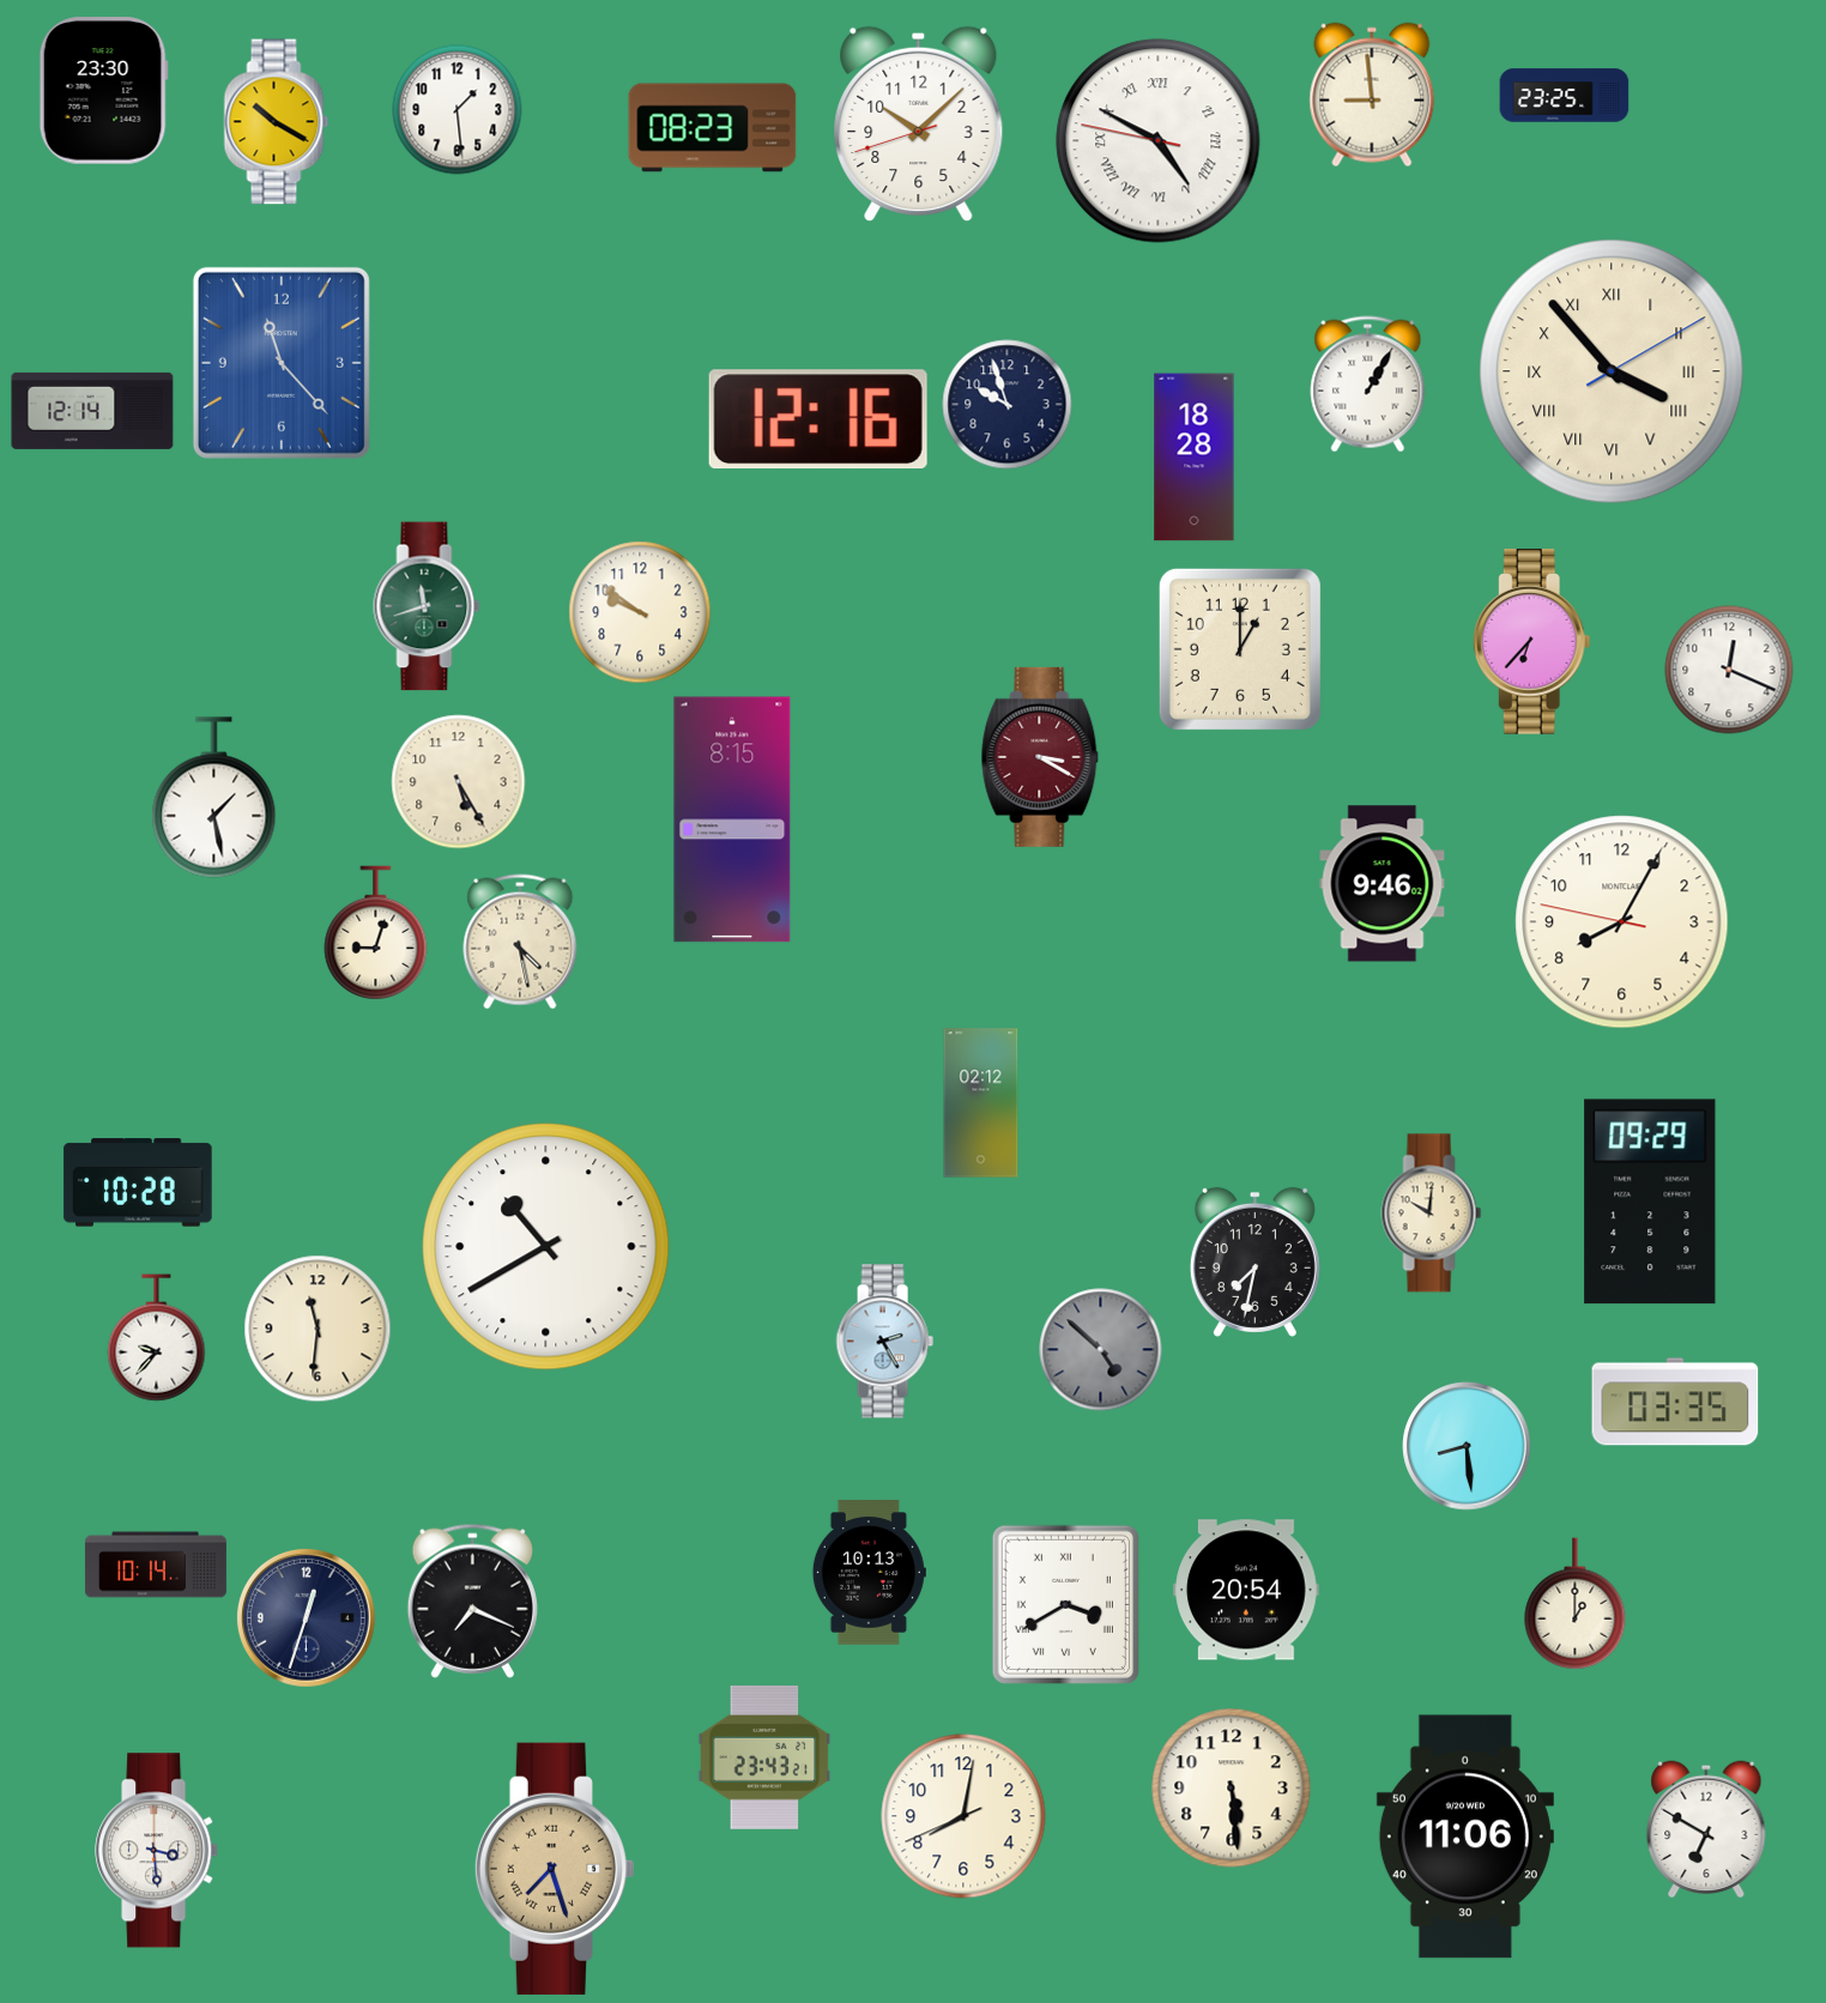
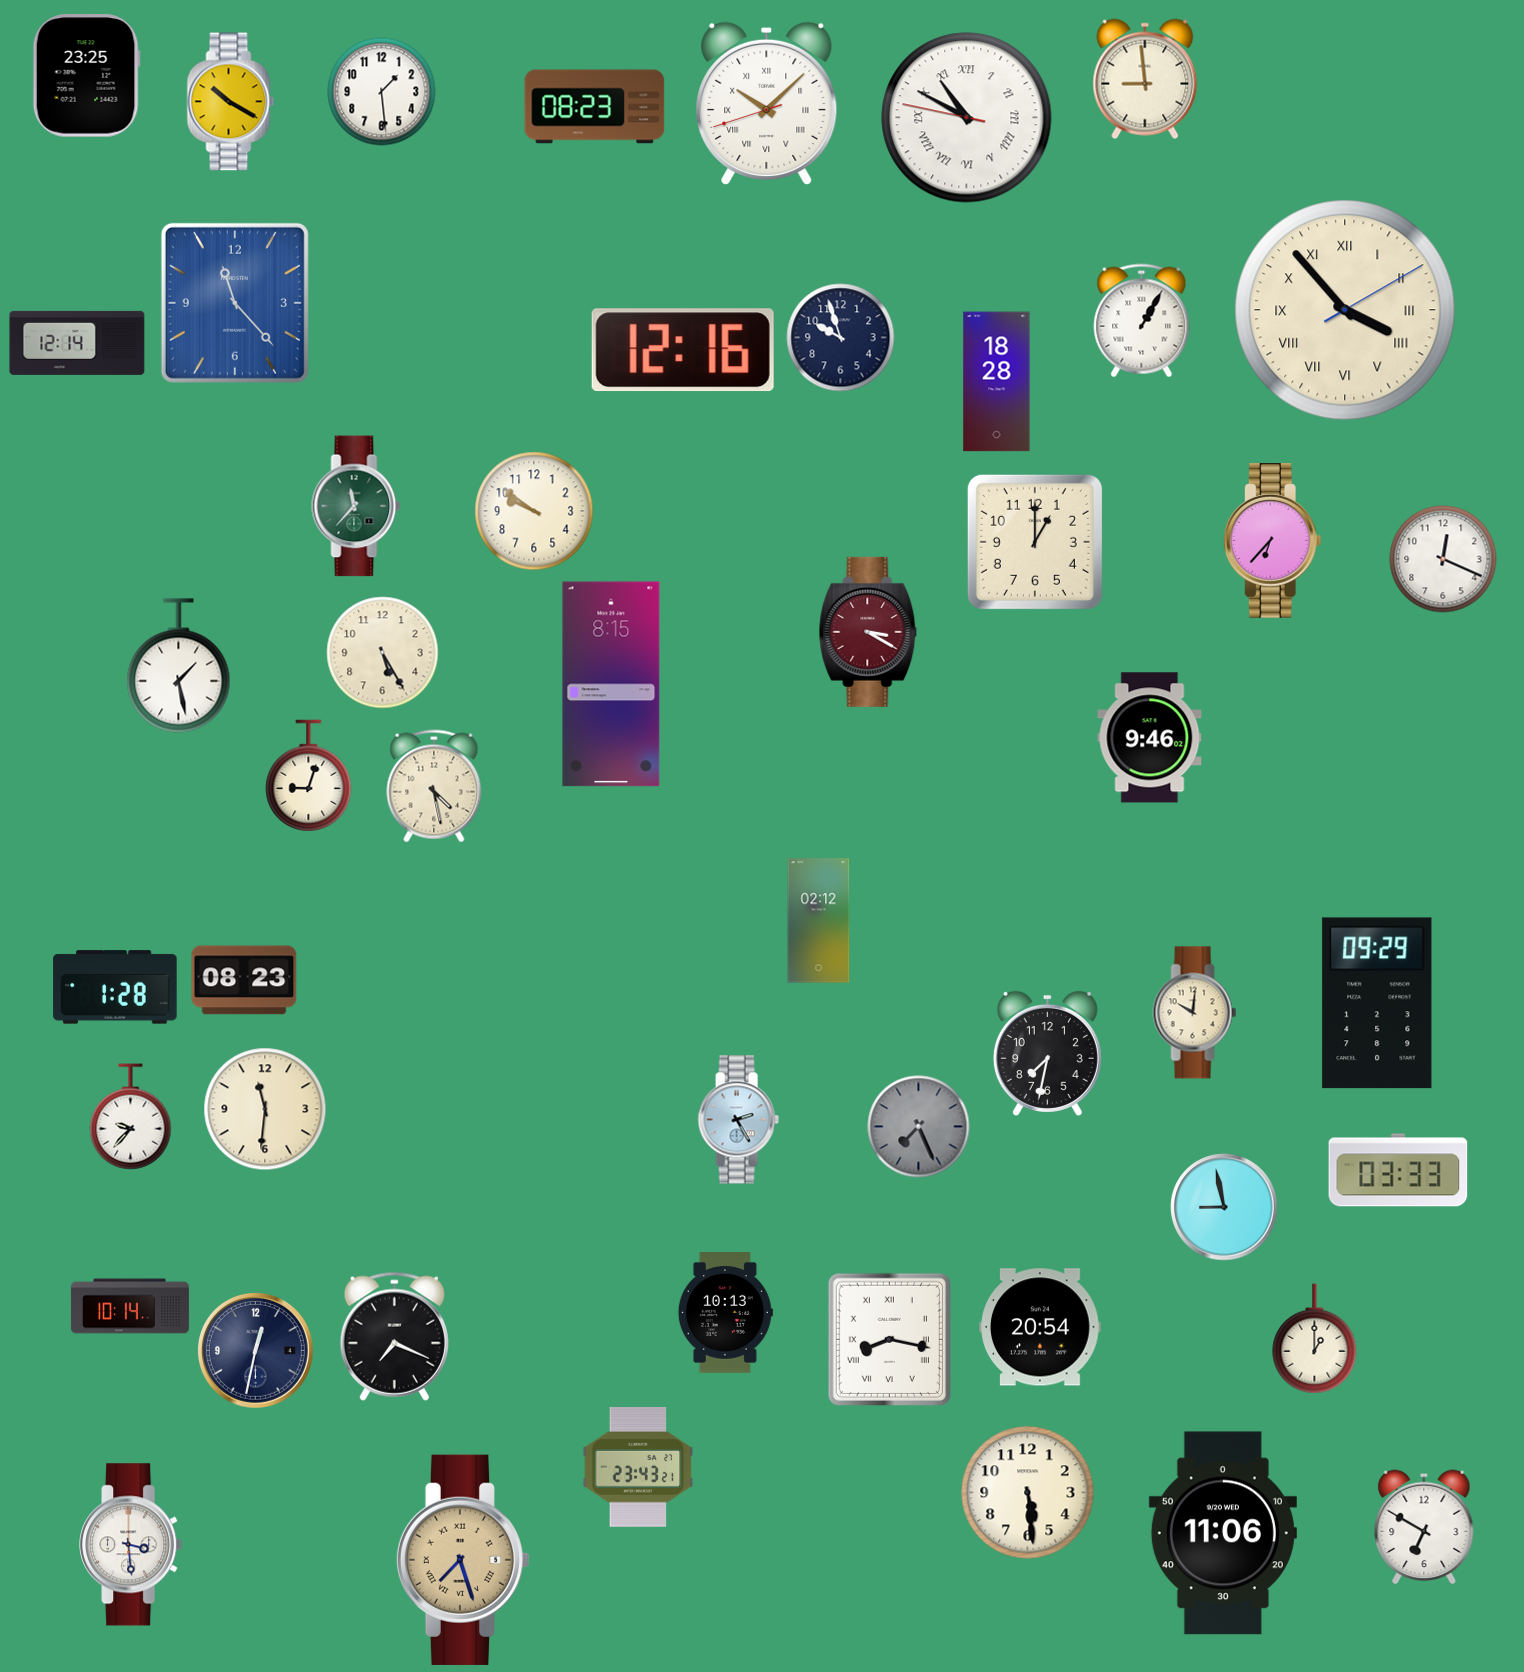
clock at (103, 91): 23:30 -> 23:25
clock at (1565, 96): 23:25 -> none
clock at (919, 125) numerals: Arabic -> Roman
clock at (1159, 141): 4:49 -> 10:49
clock at (427, 606): 11:42 -> 11:37
clock at (1531, 642) position: (1531, 642) -> (1272, 541)
clock at (1383, 884) position: (1383, 884) -> (1150, 738)
clock at (1622, 922): 8:04 -> none
clock at (376, 933) position: (376, 933) -> (309, 776)
clock at (244, 980): none -> 08:23
clock at (138, 1182): 10:28 -> 1:28
clock at (546, 1247): 10:40 -> none
clock at (1101, 1350): 4:52 -> 7:26
clock at (1675, 1402): 03:35 -> 03:33
clock at (1467, 1446): 8:29 -> 8:58
clock at (1065, 1604): 3:40 -> 8:17
clock at (306, 1617): 12:33 -> 12:32
clock at (963, 1816): 8:01 -> none
